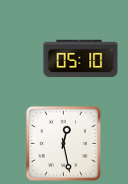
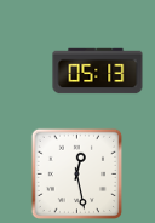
clock at (81, 59): 05:10 -> 05:13
